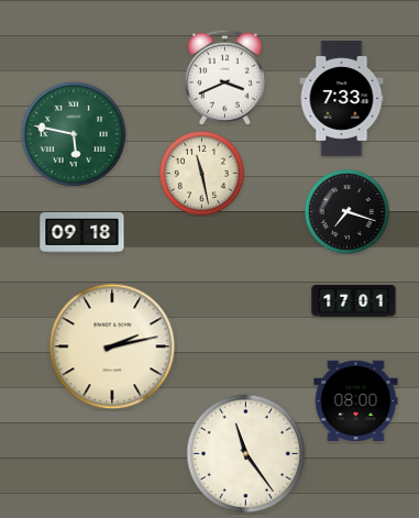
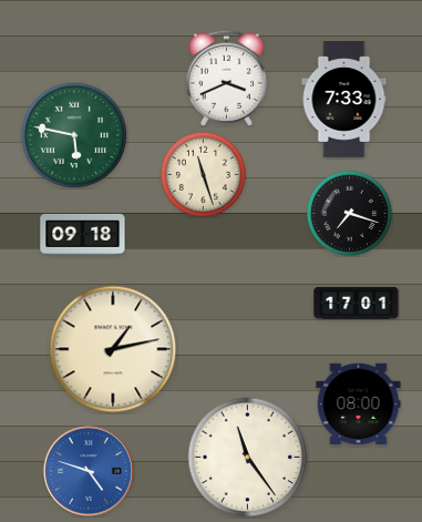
clock at (201, 173): 11:28 -> 11:27
clock at (112, 346): 2:13 -> 1:13
clock at (89, 471): none -> 4:48
